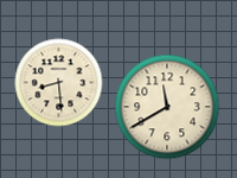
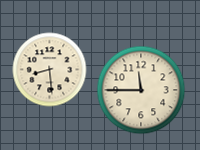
clock at (167, 107): 11:40 -> 11:45
